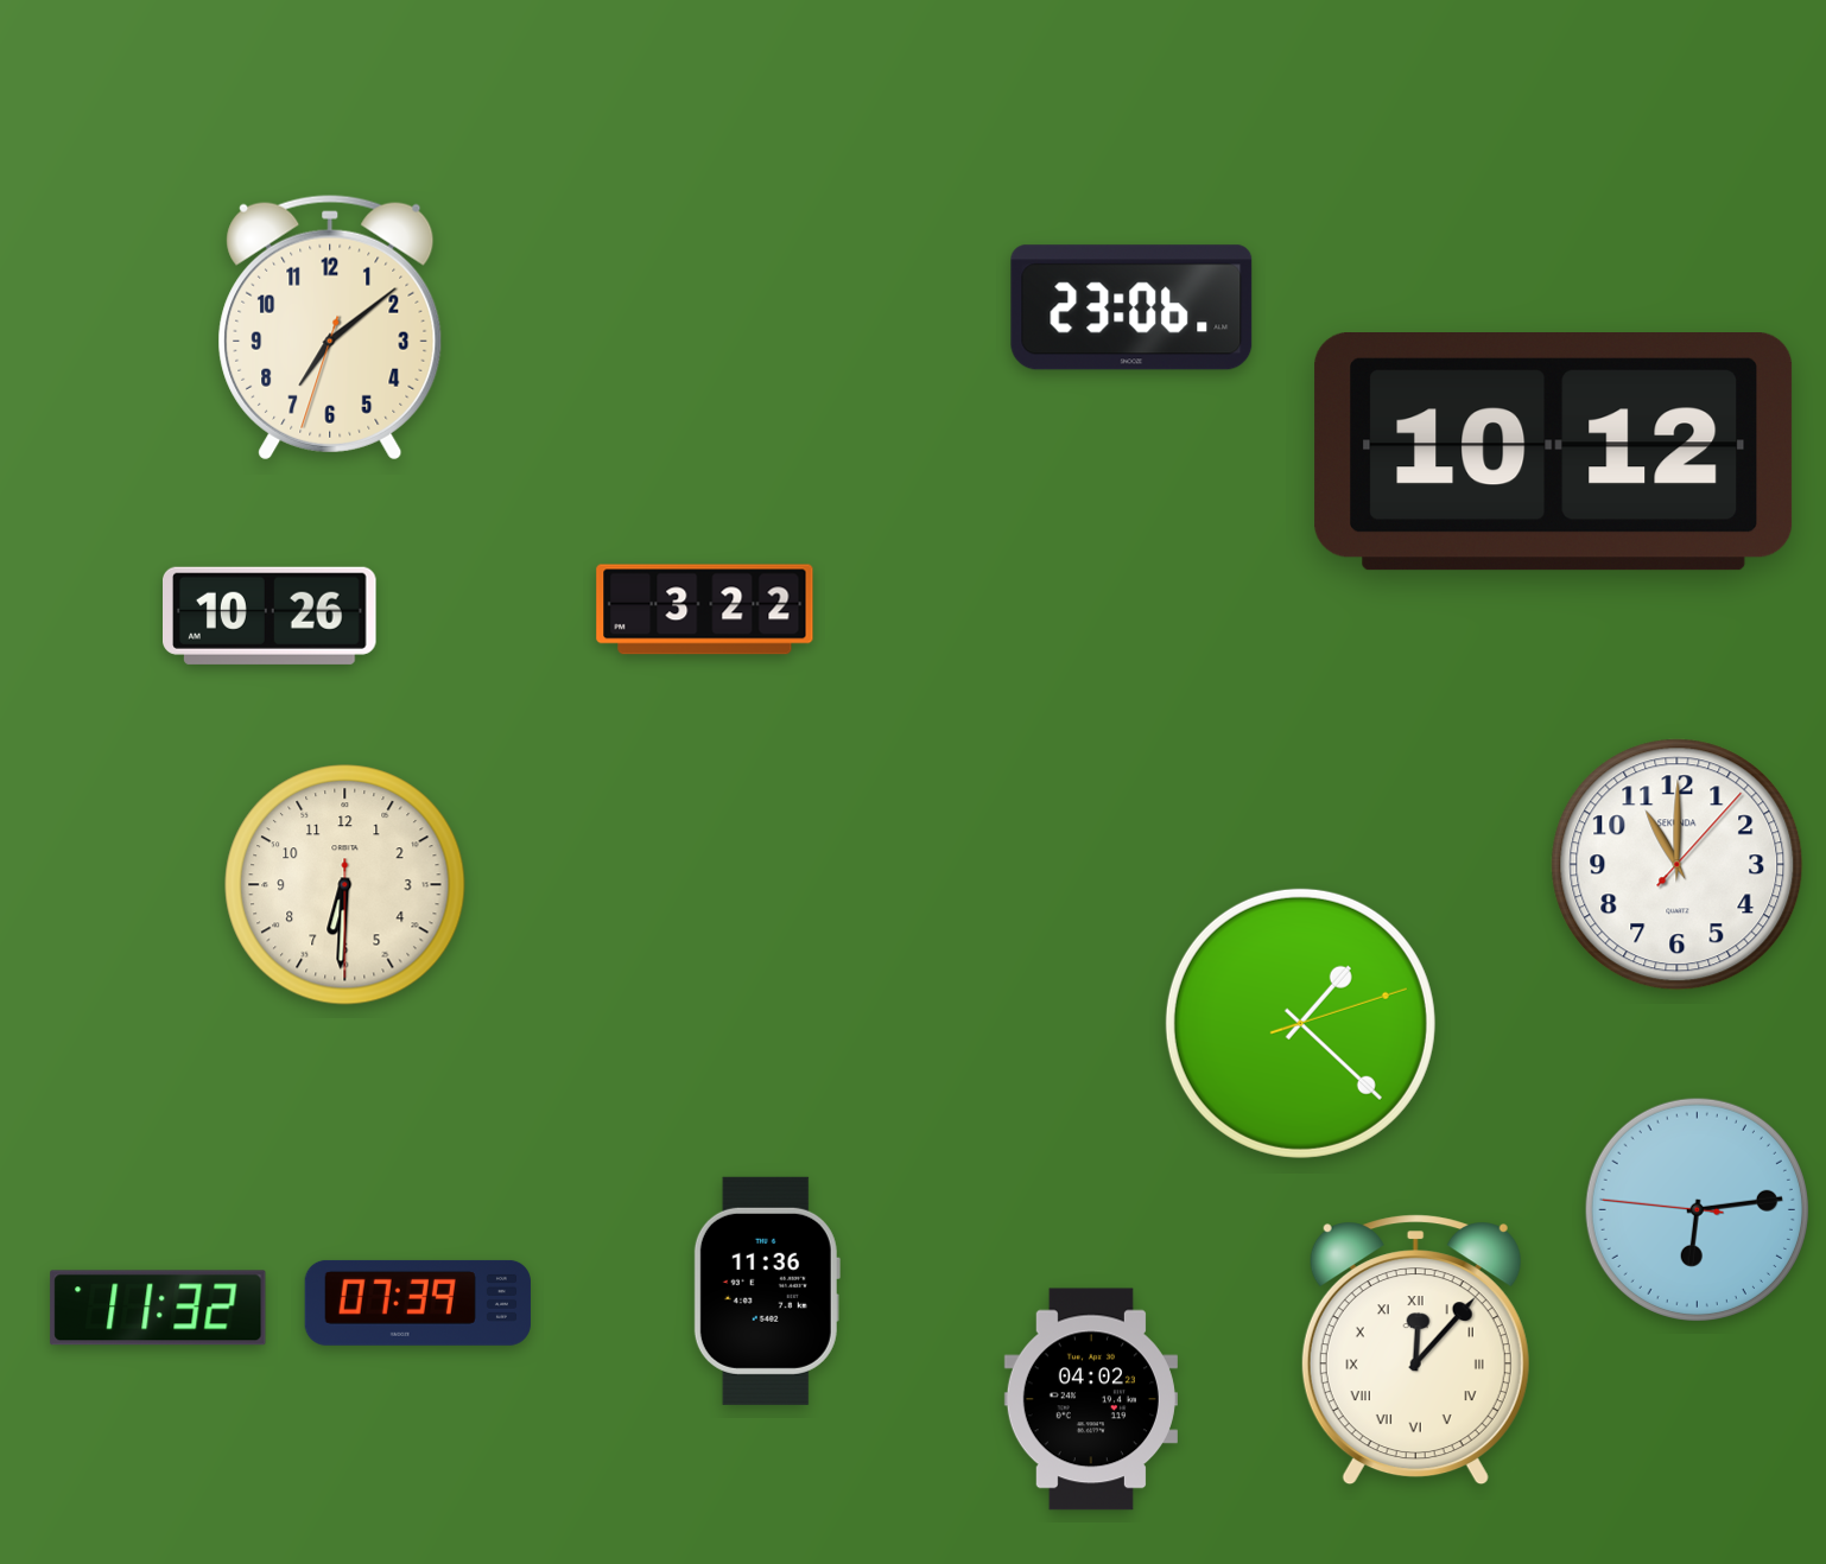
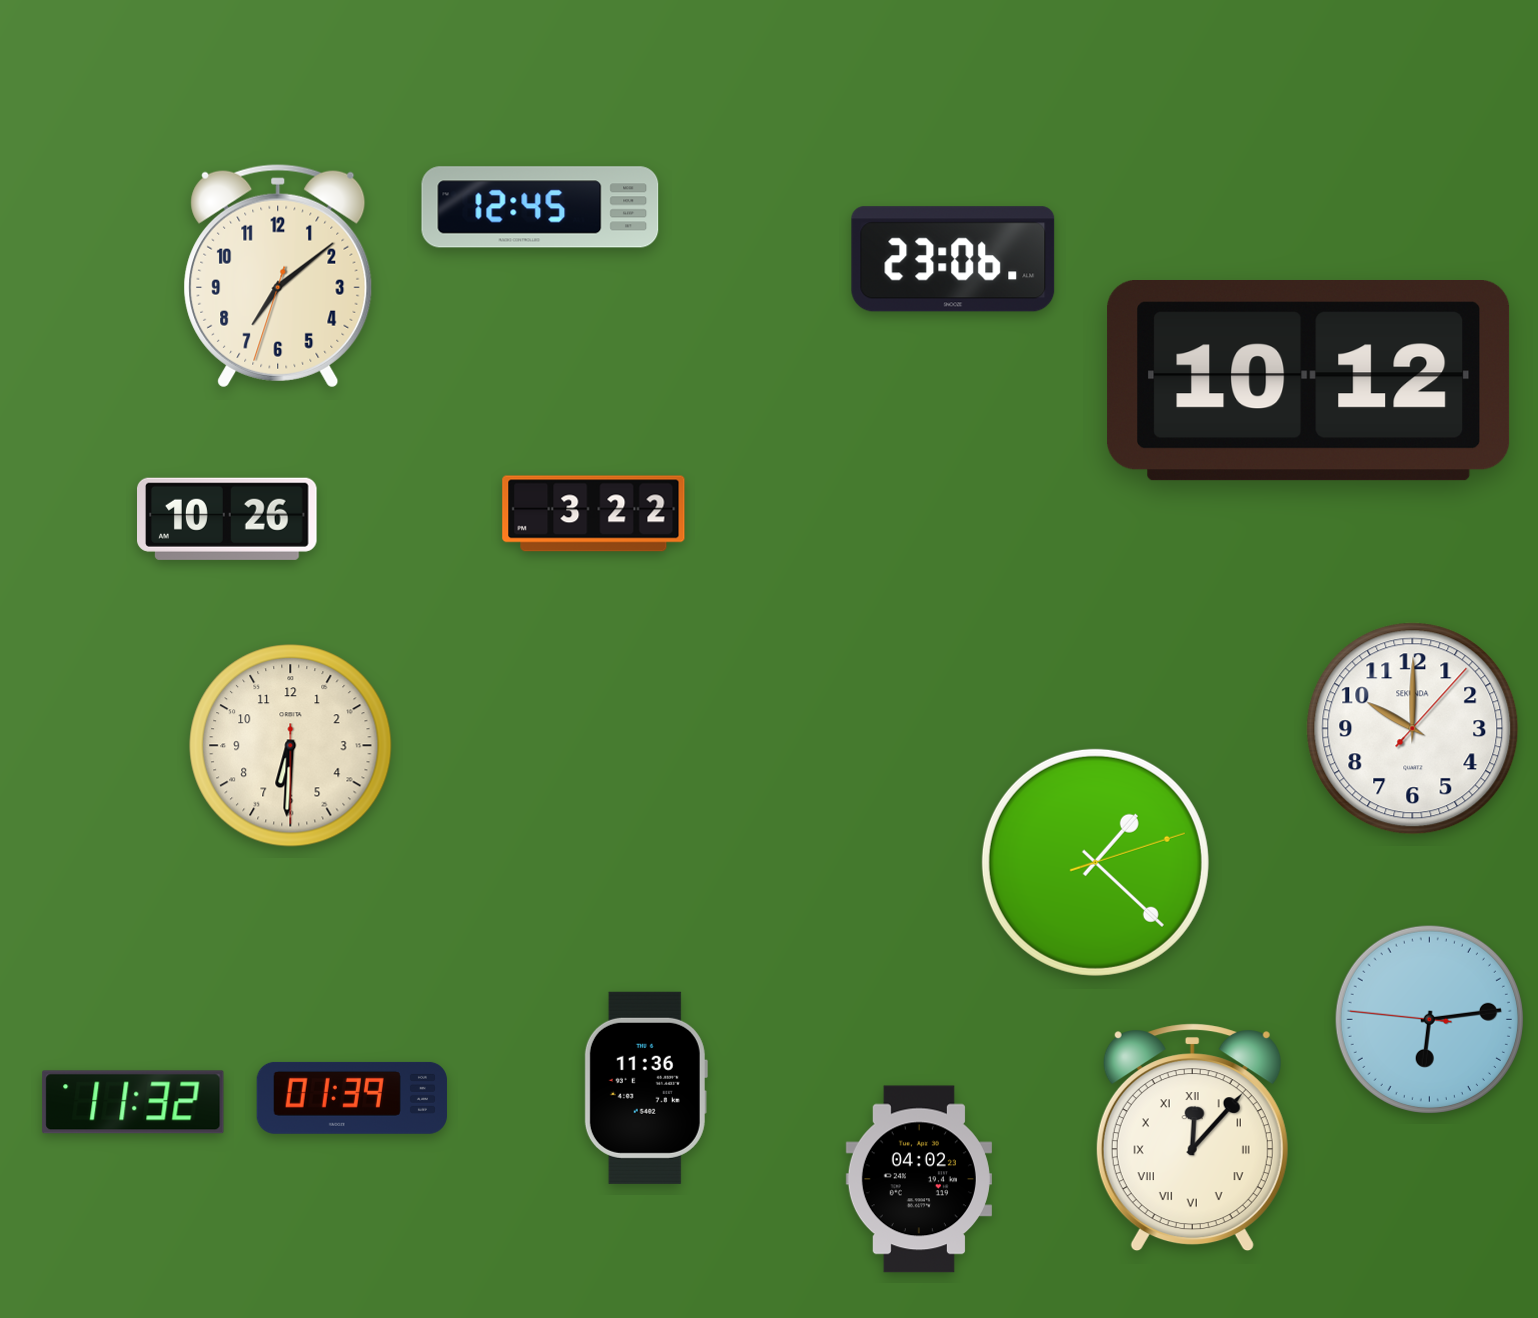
clock at (540, 207): none -> 12:45
clock at (1678, 865): 11:00 -> 10:00
clock at (418, 1303): 07:39 -> 01:39
